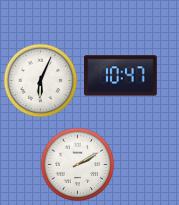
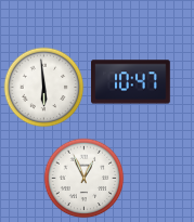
clock at (41, 81): 6:04 -> 5:59
clock at (78, 165): 2:10 -> 12:56
